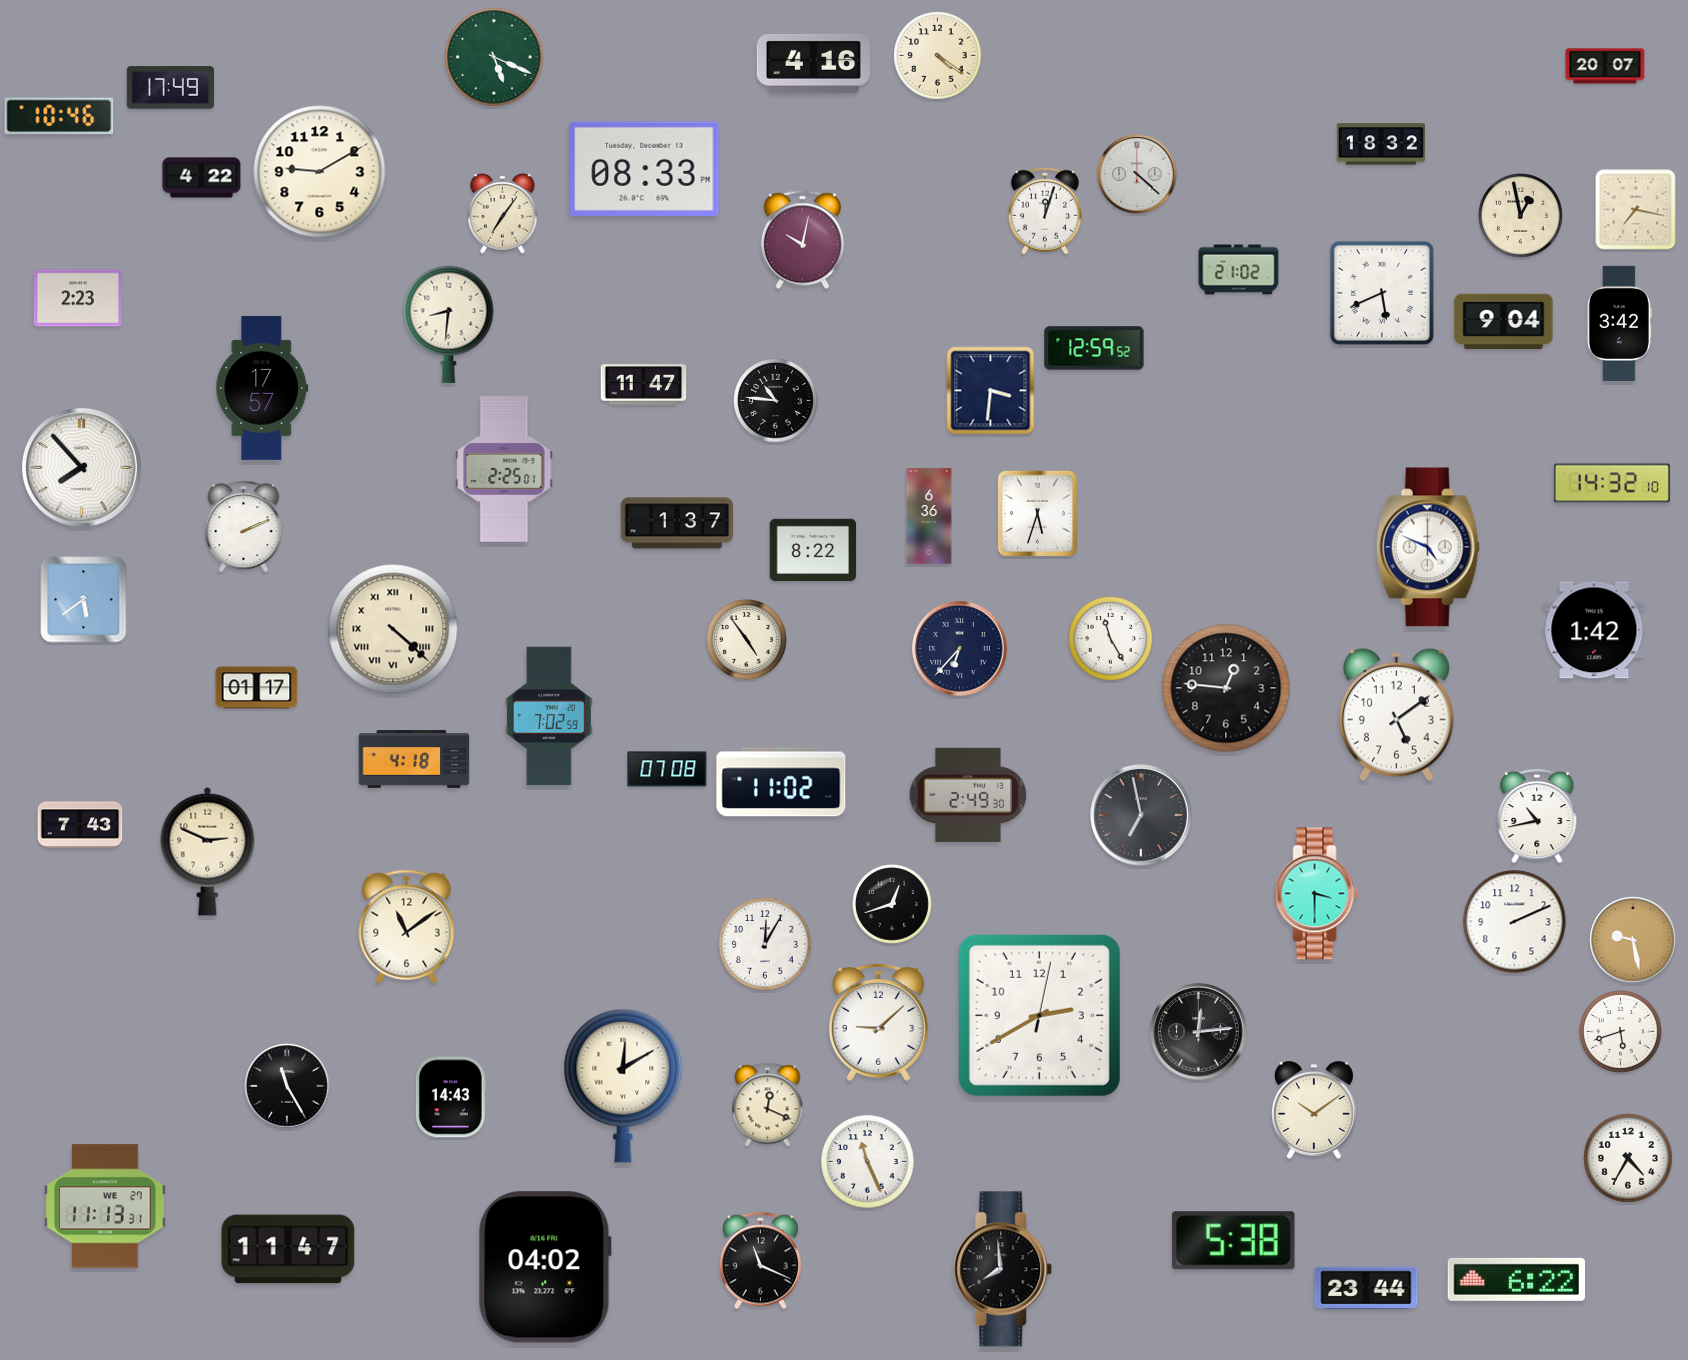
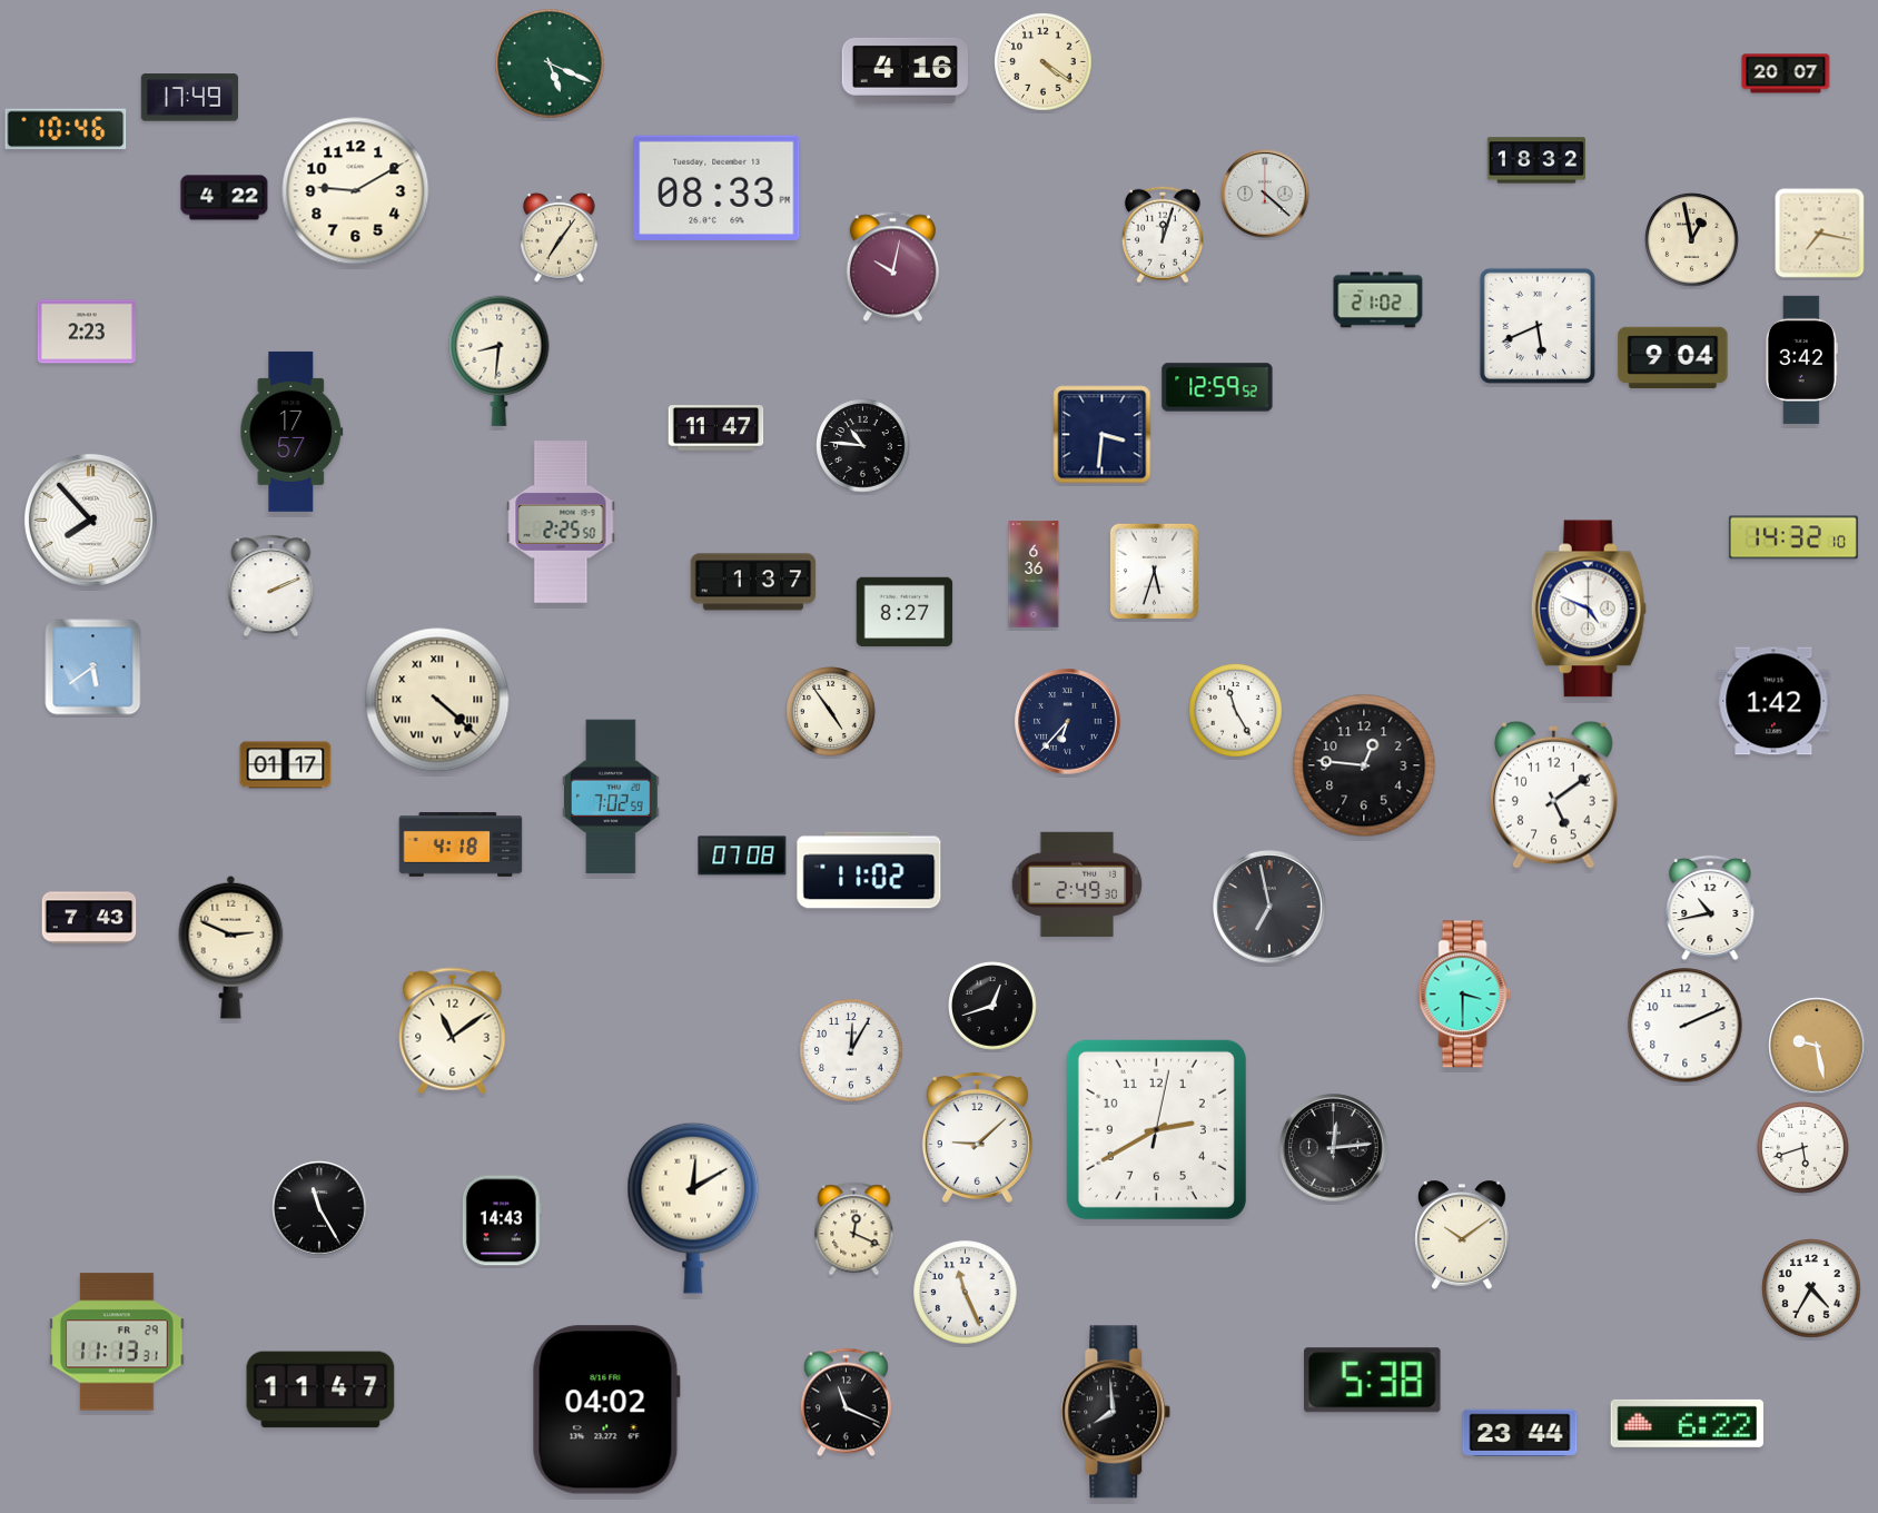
clock at (504, 469): 2:25:01 -> 2:25:50
clock at (813, 550): 8:22 -> 8:27
clock at (105, 1206) date: WE 27 -> FR 29
